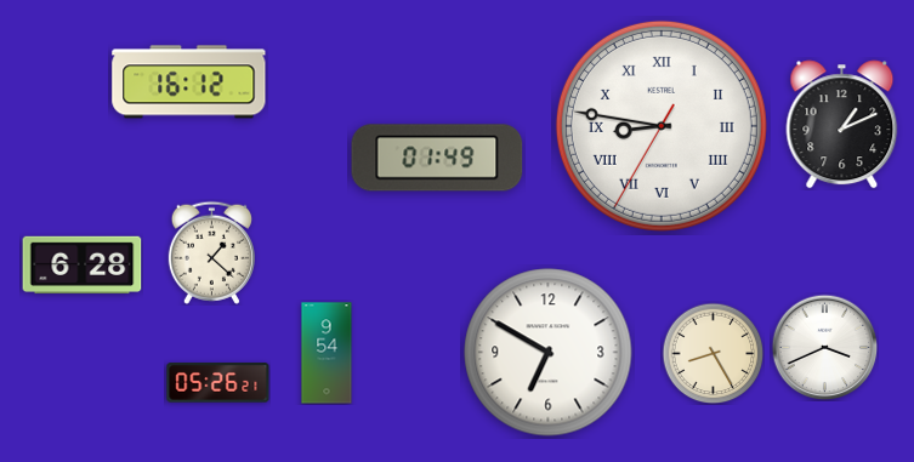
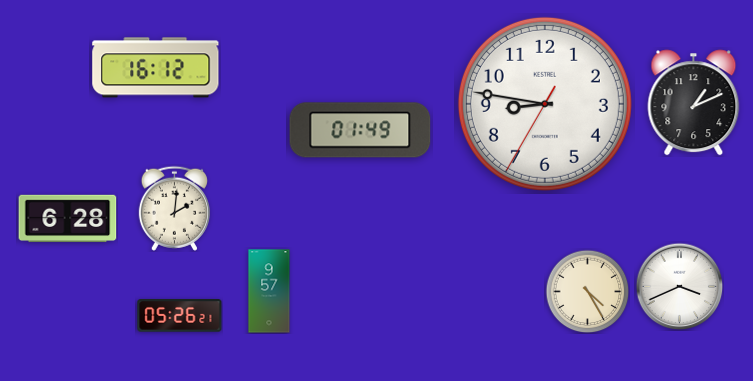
clock at (662, 126) numerals: Roman -> Arabic
clock at (211, 252): 1:22 -> 2:01
clock at (327, 353): 9:54 -> 9:57
clock at (549, 353): 6:50 -> none
clock at (713, 353): 8:25 -> 4:25
